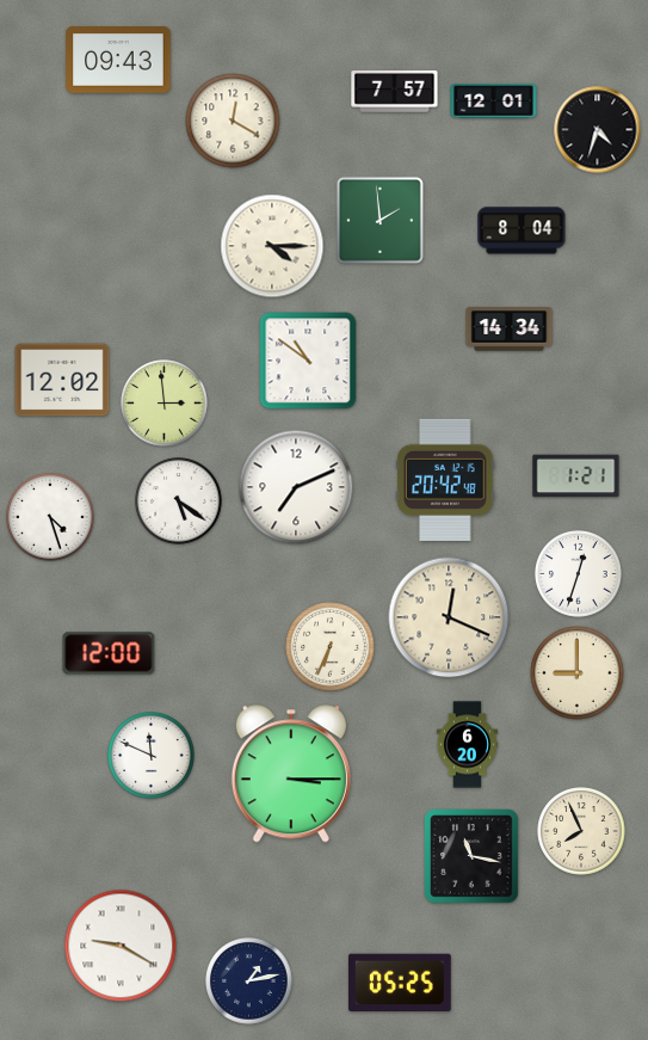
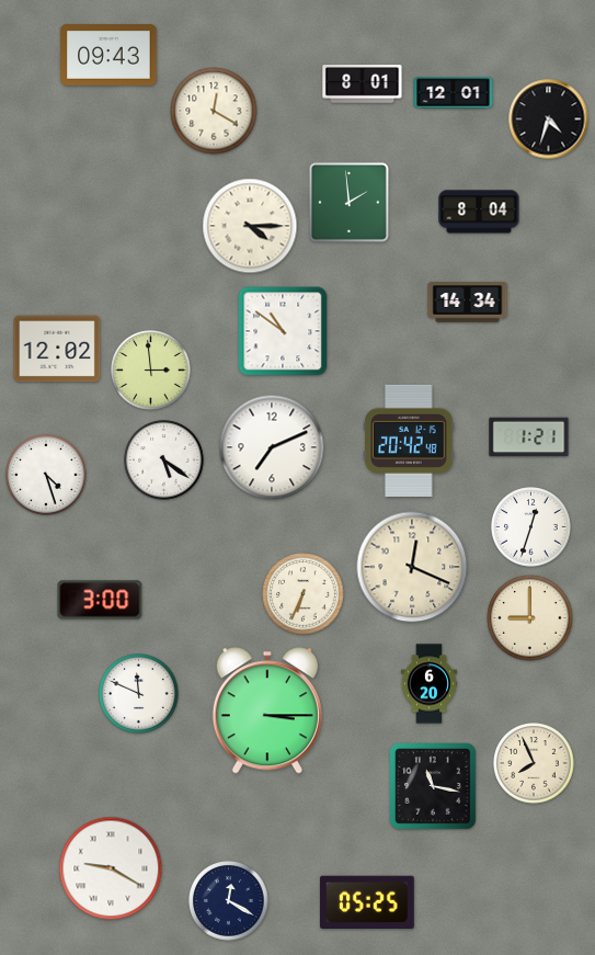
clock at (395, 92): 7:57 -> 8:01
clock at (109, 653): 12:00 -> 3:00
clock at (249, 981): 1:13 -> 12:20
